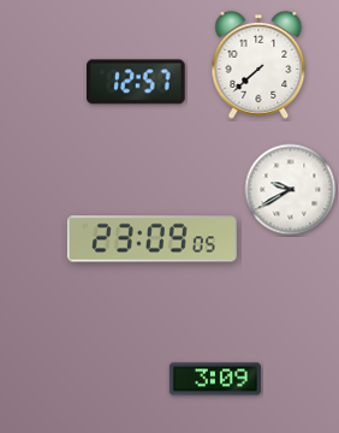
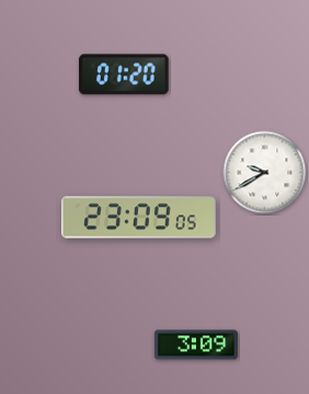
clock at (258, 65): 7:38 -> none
clock at (137, 82): 12:57 -> 01:20
